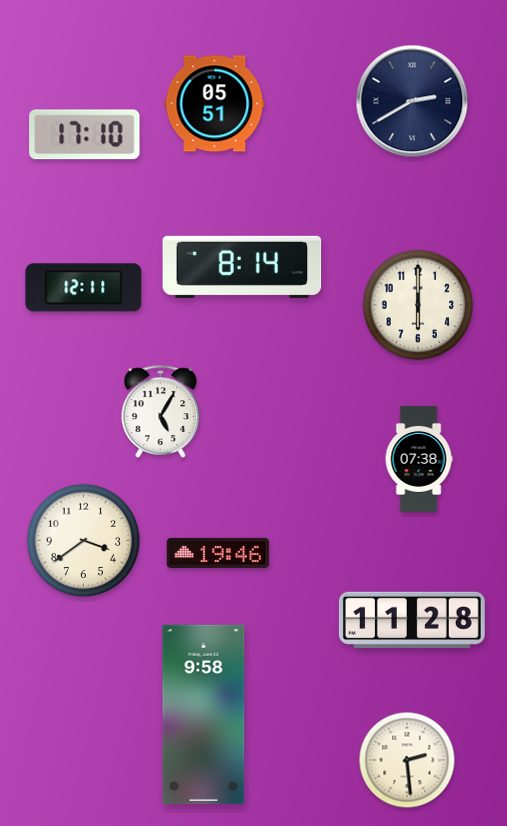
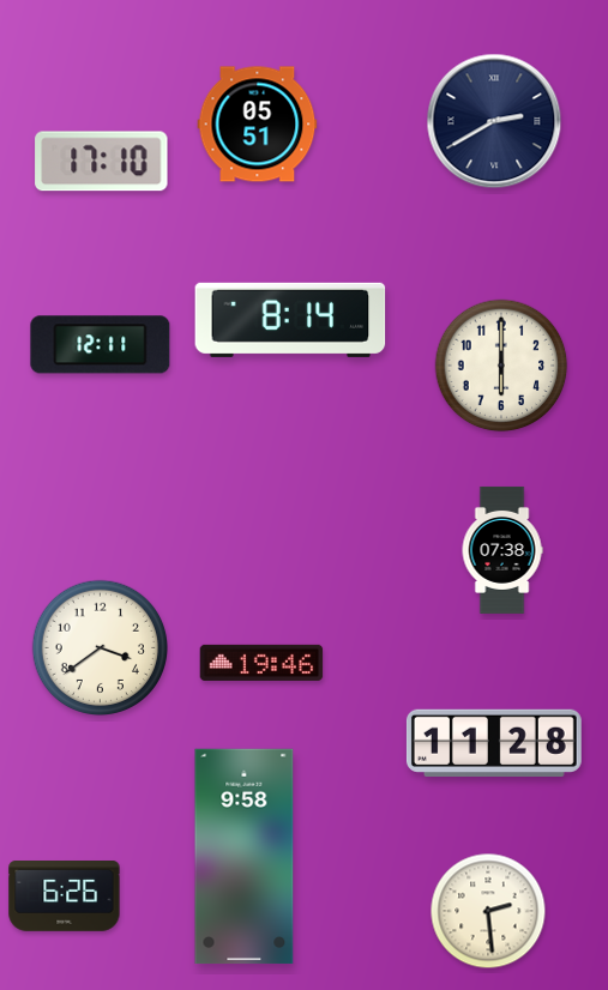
clock at (161, 411): 5:05 -> none
clock at (65, 897): none -> 6:26
